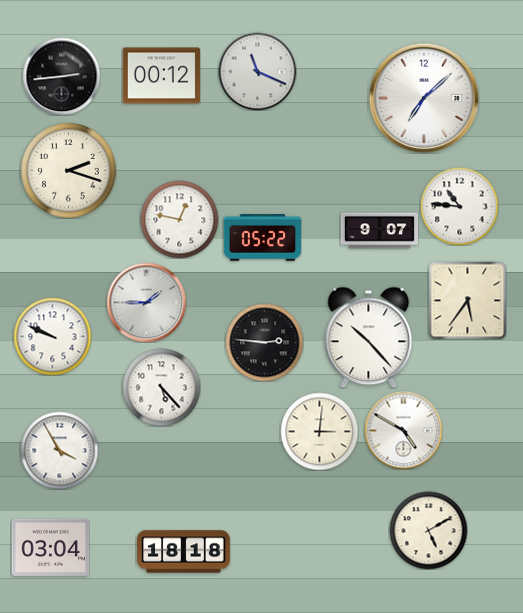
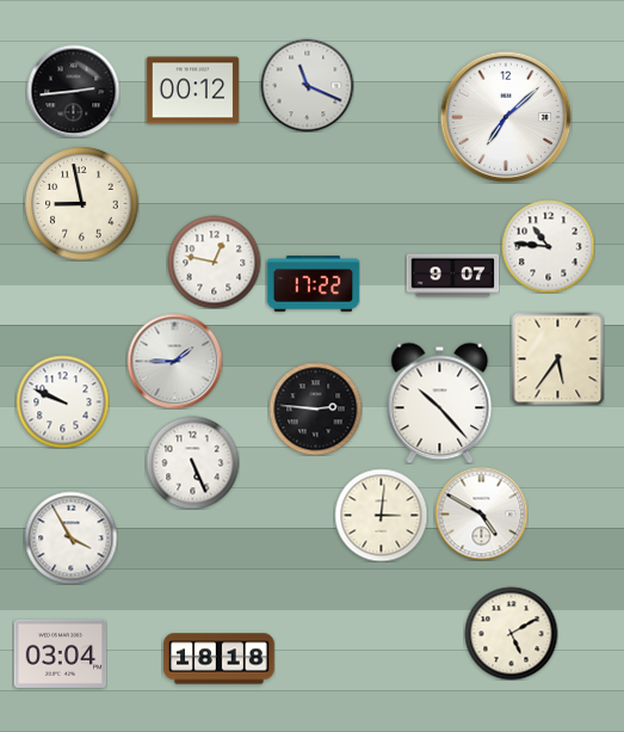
clock at (68, 170): 2:18 -> 8:58
clock at (262, 238): 05:22 -> 17:22
clock at (161, 387): 5:23 -> 5:26
